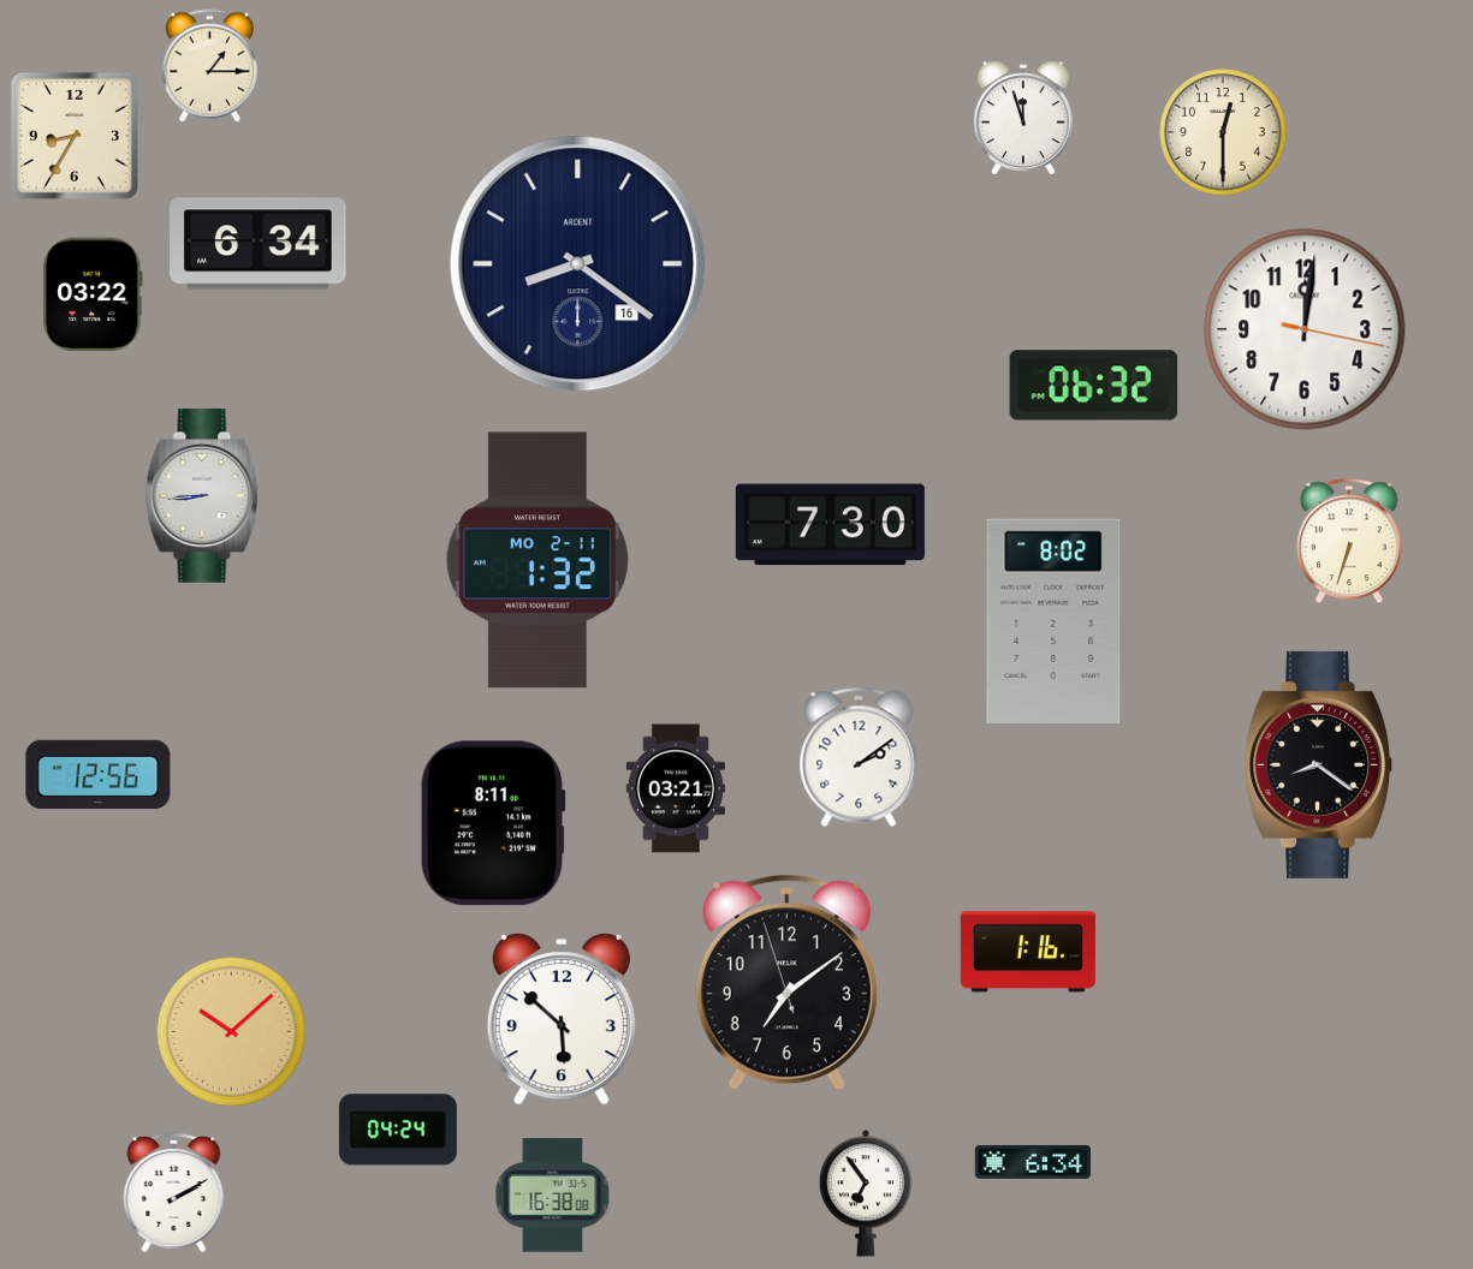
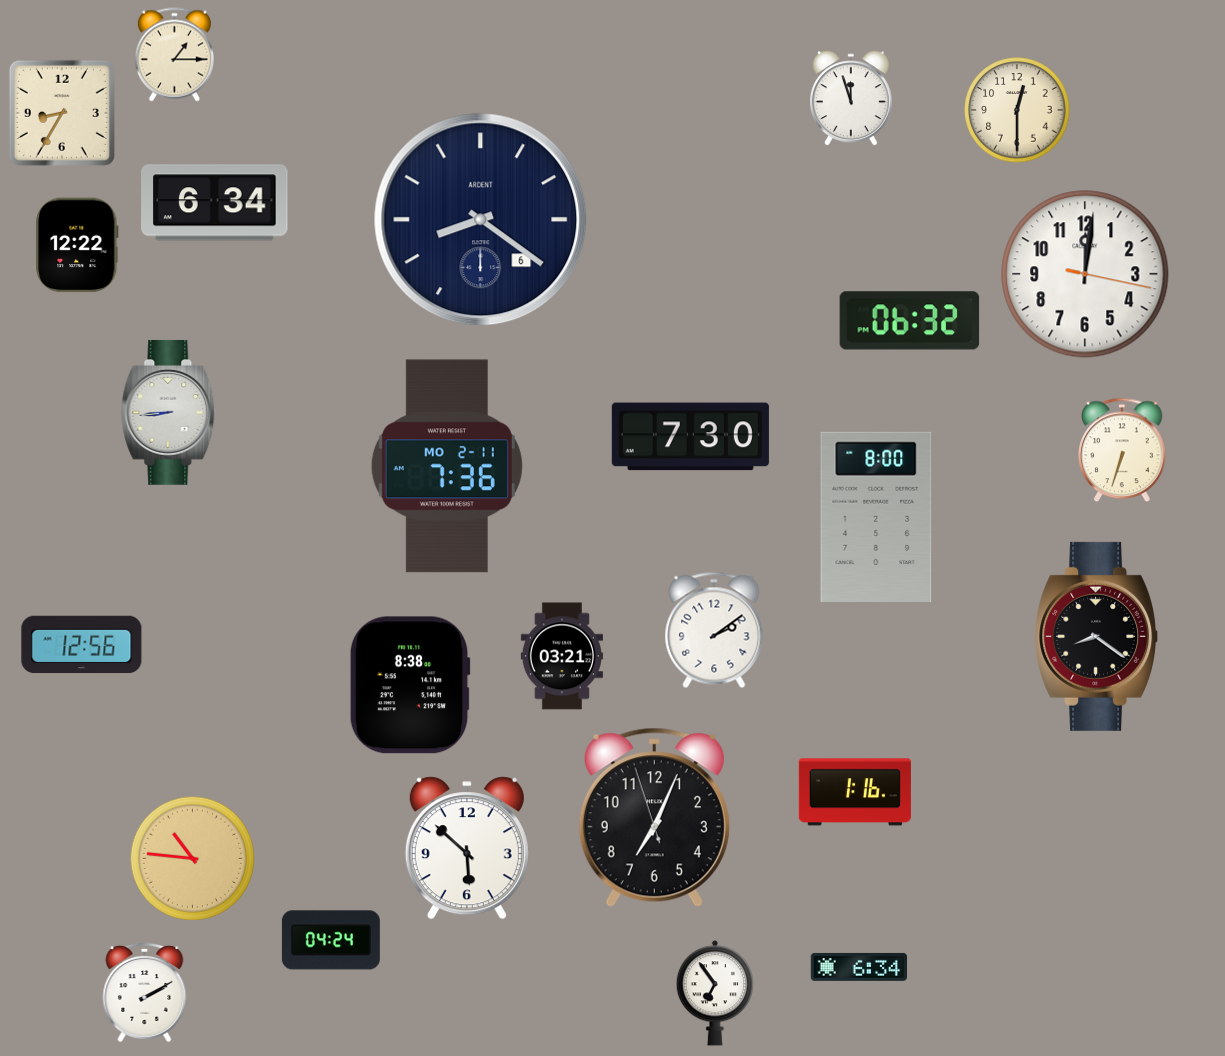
clock at (578, 264) date: 16 -> 6
clock at (93, 294): 03:22 -> 12:22
clock at (537, 560): 1:32 -> 7:36
clock at (1053, 620): 8:02 -> 8:00
clock at (493, 823): 8:11 -> 8:38
clock at (786, 983): 7:08 -> 7:03
clock at (231, 1031): 10:08 -> 10:46
clock at (865, 1193) position: (865, 1193) -> (714, 993)
clock at (553, 1196): 16:38 -> none
